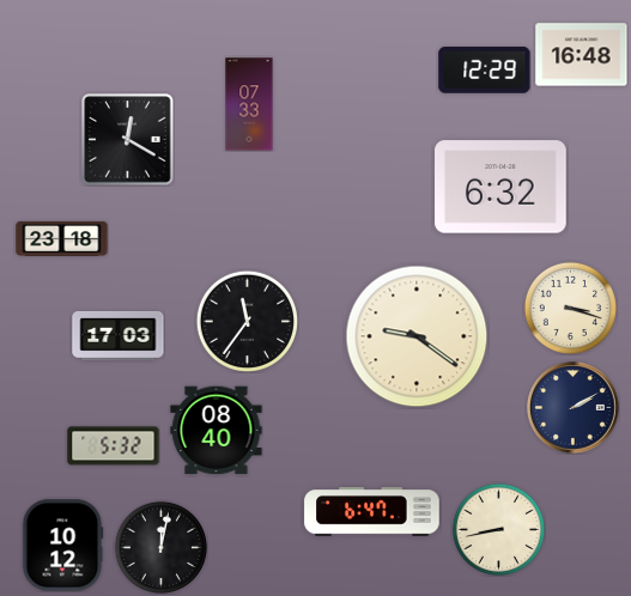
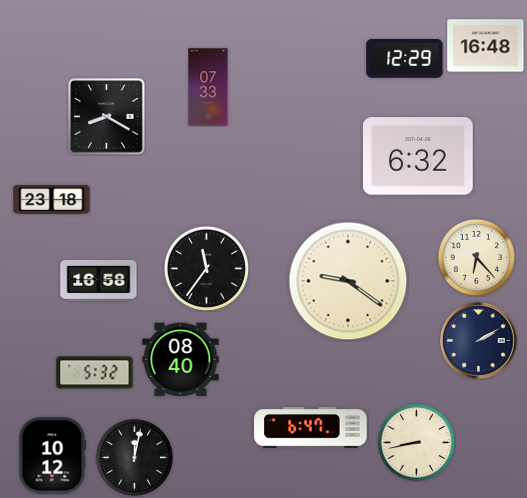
clock at (128, 140): 12:20 -> 8:20
clock at (570, 308): 3:18 -> 6:23
clock at (119, 335): 17:03 -> 16:58
